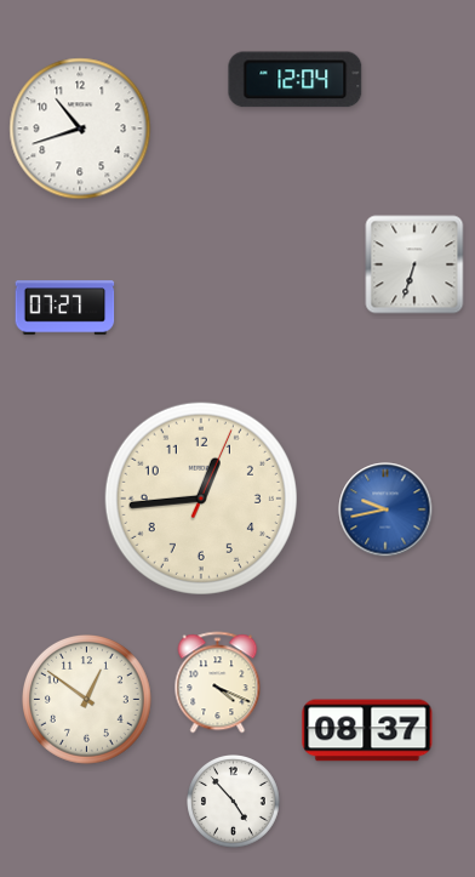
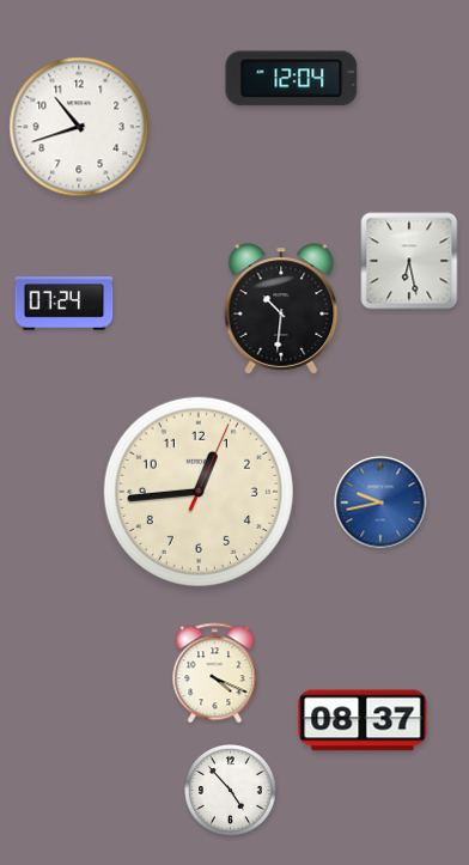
clock at (414, 264): 6:33 -> 6:28
clock at (65, 308): 07:27 -> 07:24
clock at (281, 309): none -> 10:31
clock at (87, 700): 12:51 -> none
